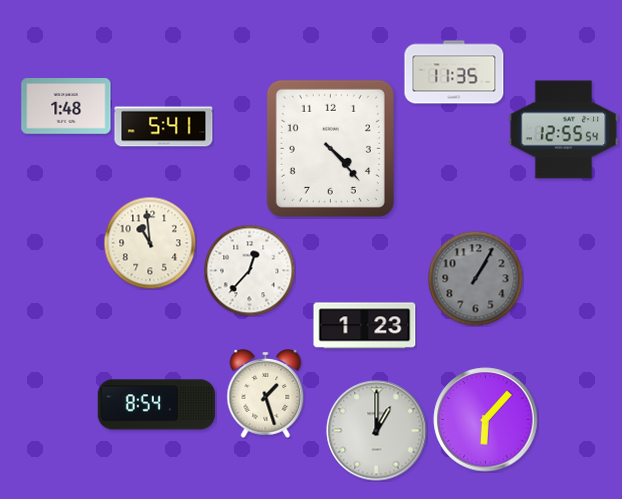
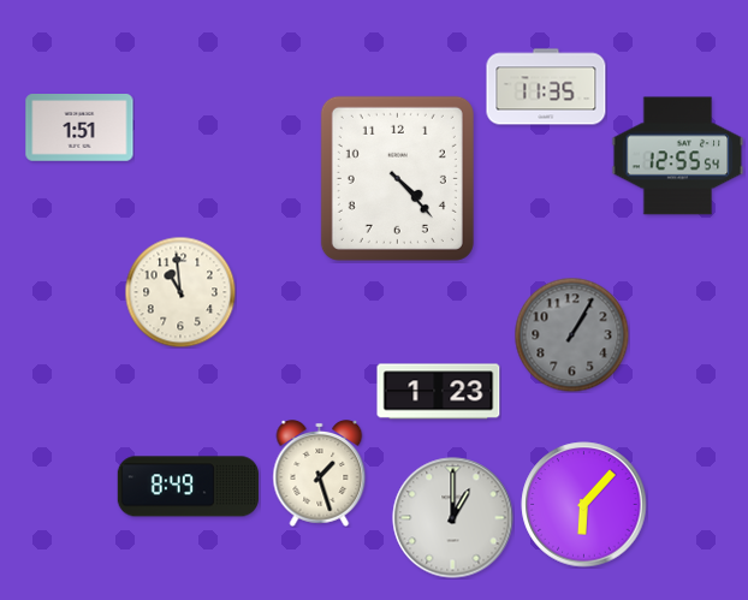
clock at (66, 107): 1:48 -> 1:51
clock at (164, 127): 5:41 -> none
clock at (249, 270): 12:37 -> none
clock at (156, 405): 8:54 -> 8:49
